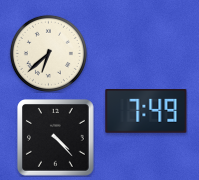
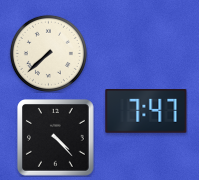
clock at (48, 53): 6:38 -> 7:38
clock at (146, 111): 7:49 -> 7:47
